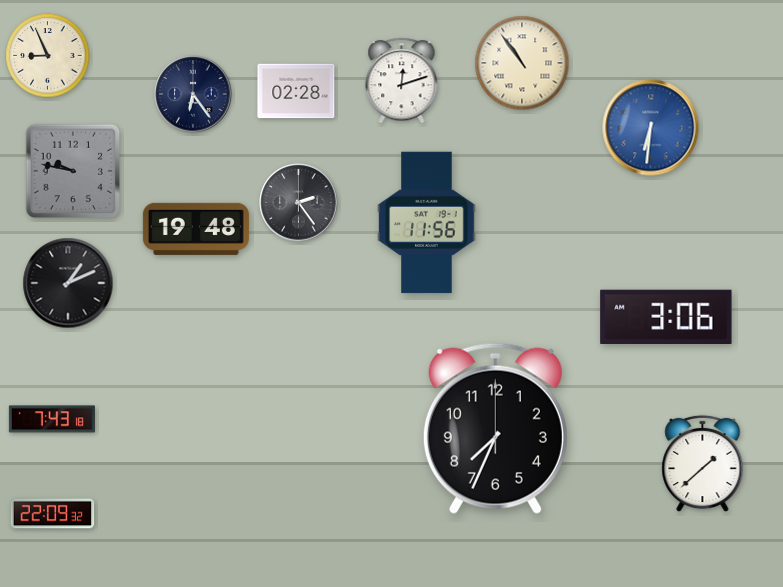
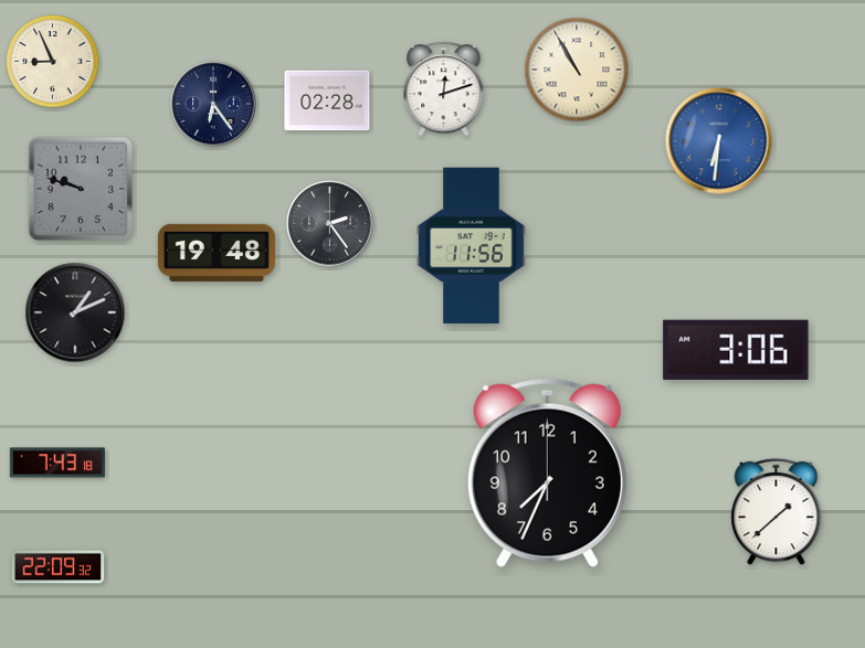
clock at (522, 63): 10:54 -> 10:55
clock at (73, 171): 9:47 -> 9:48
